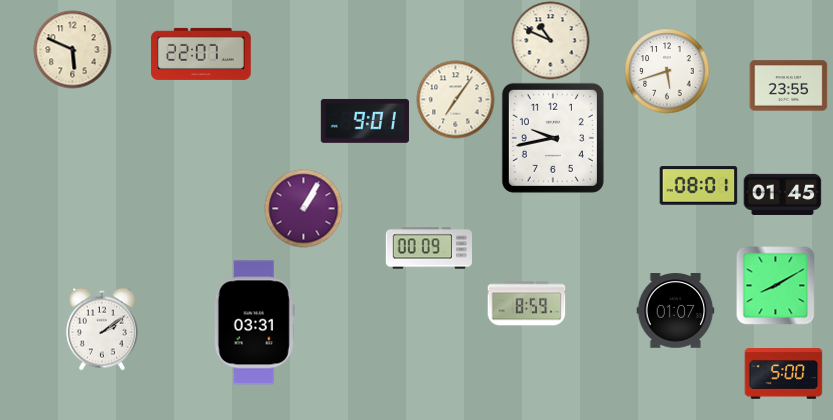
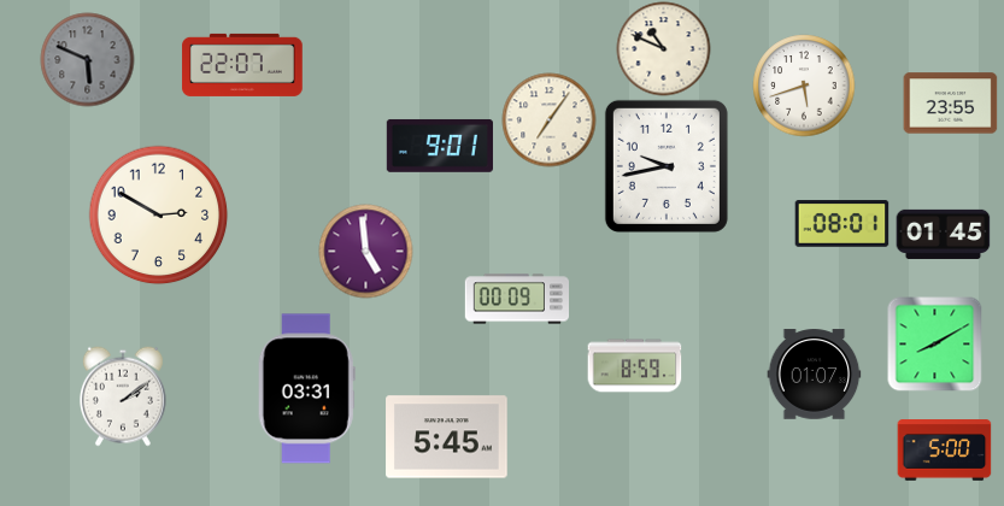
clock at (72, 49) dial: cream -> grey
clock at (158, 214): none -> 2:50
clock at (303, 208): 1:05 -> 4:59
clock at (447, 437): none -> 5:45
